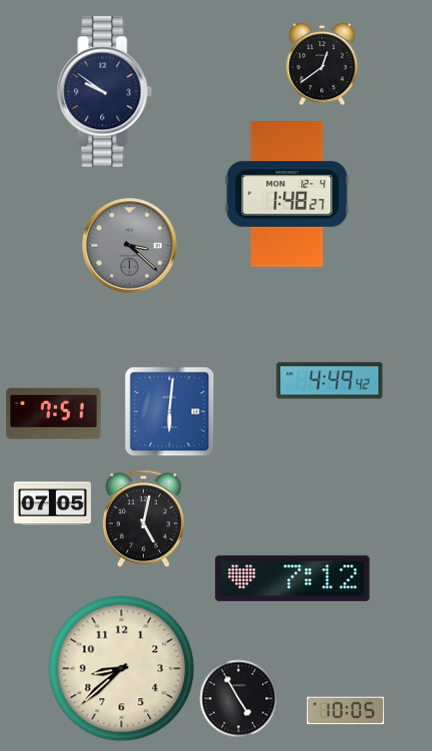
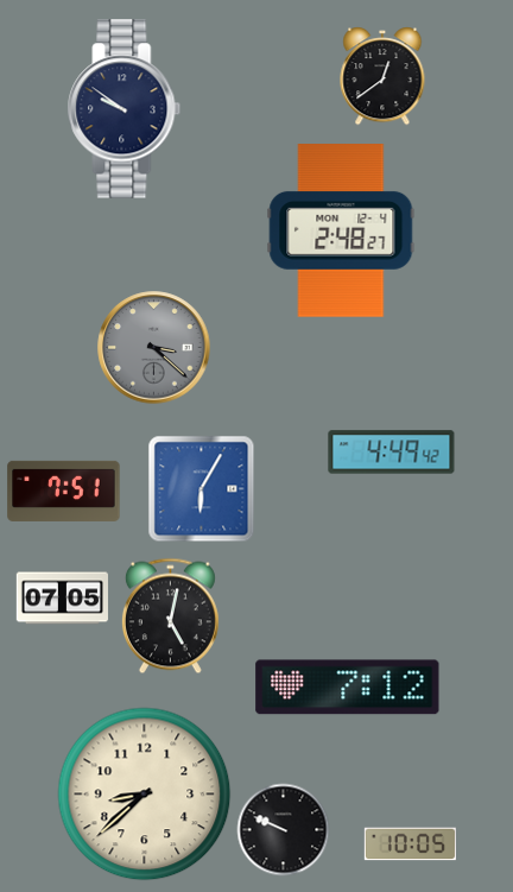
clock at (287, 194): 1:48 -> 2:48
clock at (130, 246) position: (130, 246) -> (154, 348)
clock at (169, 411): 6:01 -> 6:05
clock at (238, 698): 4:55 -> 9:49
